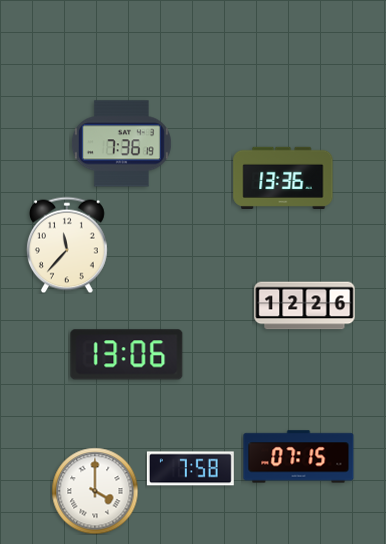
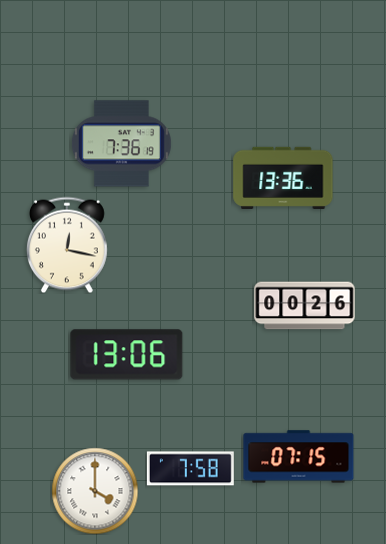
clock at (67, 245): 11:37 -> 12:17
clock at (305, 306): 12:26 -> 00:26
